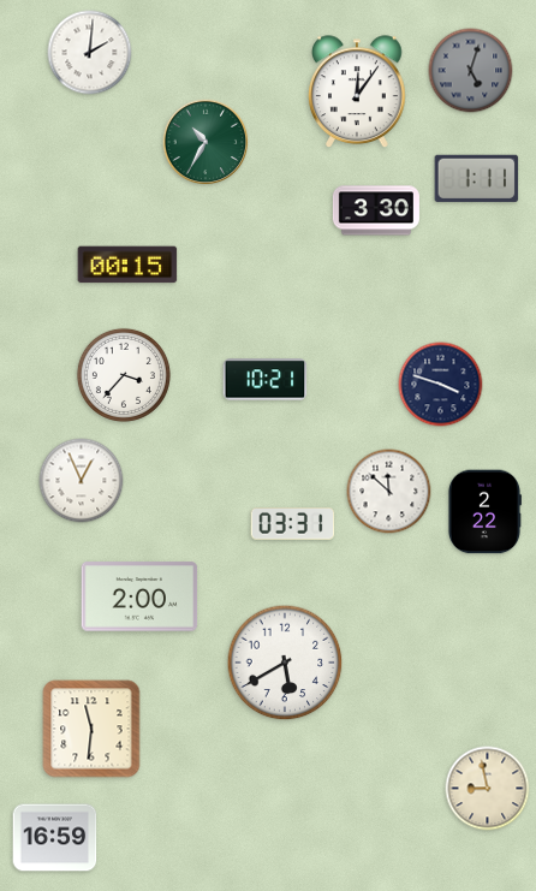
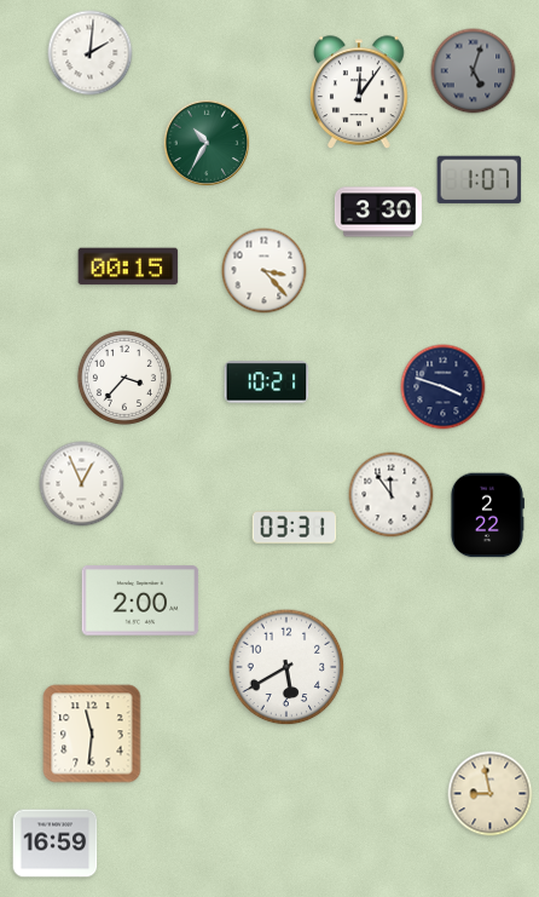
clock at (477, 178): 1:11 -> 1:07
clock at (265, 271): none -> 3:23
clock at (389, 492): 11:52 -> 11:54
